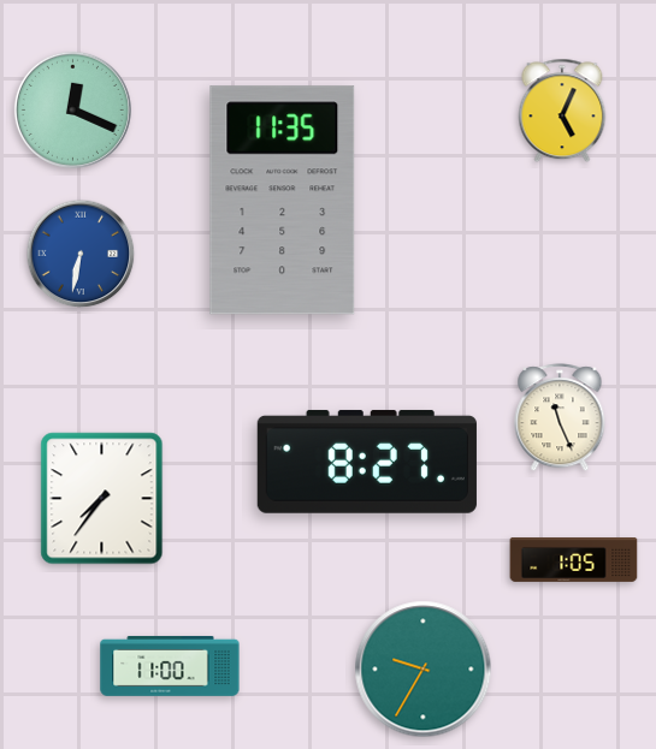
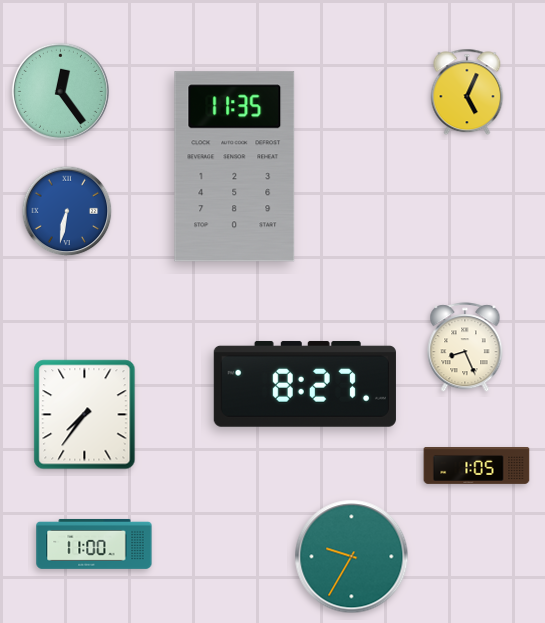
clock at (72, 109): 12:19 -> 12:24
clock at (560, 418): 11:26 -> 8:26
clock at (170, 666) position: (170, 666) -> (94, 544)
